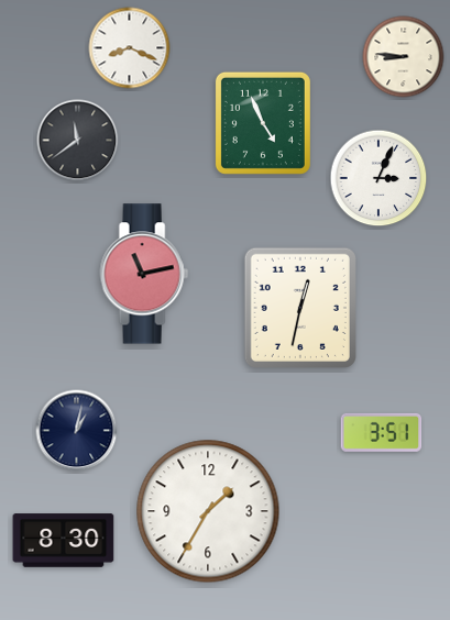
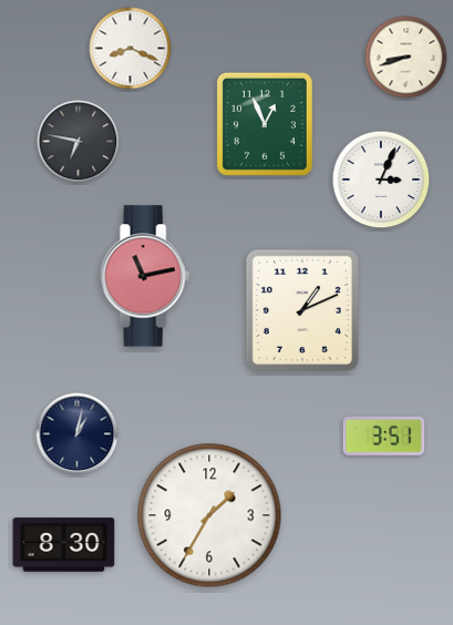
clock at (404, 57): 8:46 -> 8:42
clock at (263, 123): 4:56 -> 12:56
clock at (78, 141): 11:39 -> 6:47
clock at (300, 308): 12:32 -> 1:11
